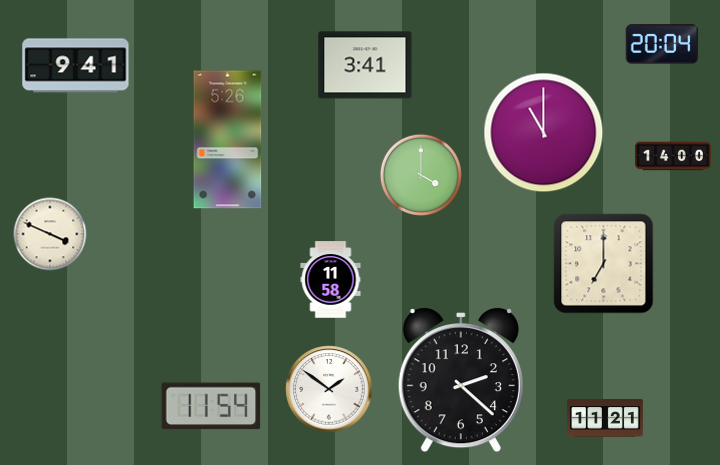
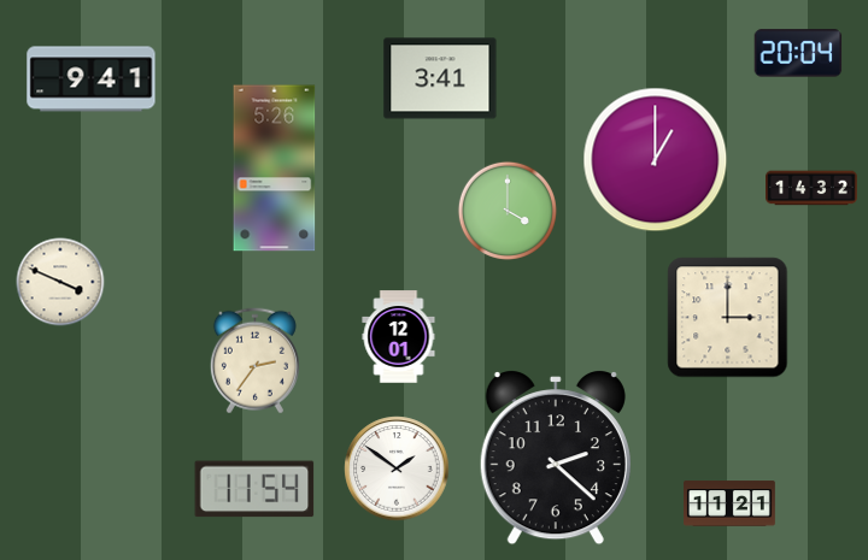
clock at (544, 133): 11:00 -> 1:00
clock at (673, 156): 14:00 -> 14:32
clock at (604, 264): 7:00 -> 3:00
clock at (331, 280): 11:58 -> 12:01
clock at (254, 361): none -> 2:36
